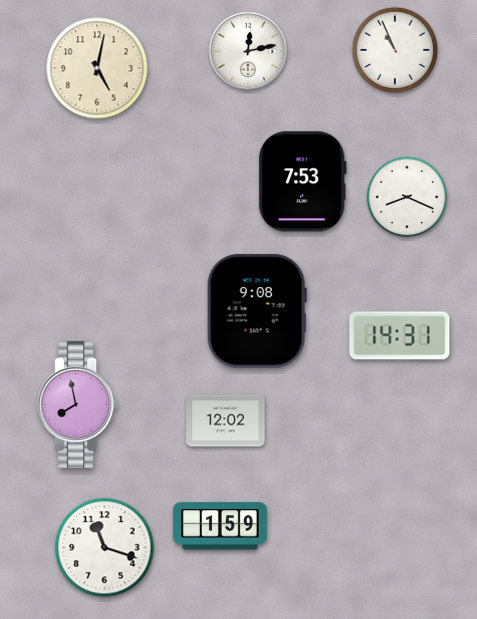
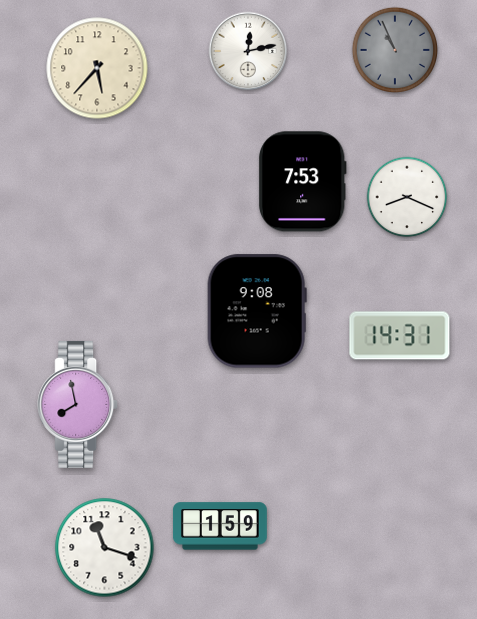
clock at (394, 49) dial: white -> grey
clock at (97, 68): 5:02 -> 5:37
clock at (226, 421): 12:02 -> none
